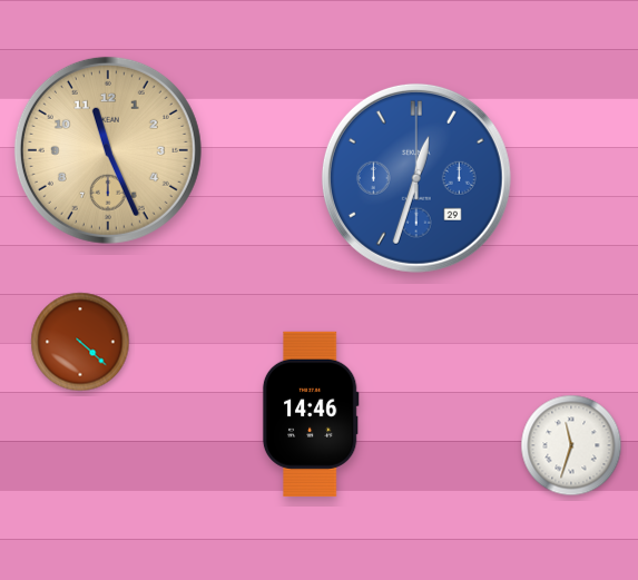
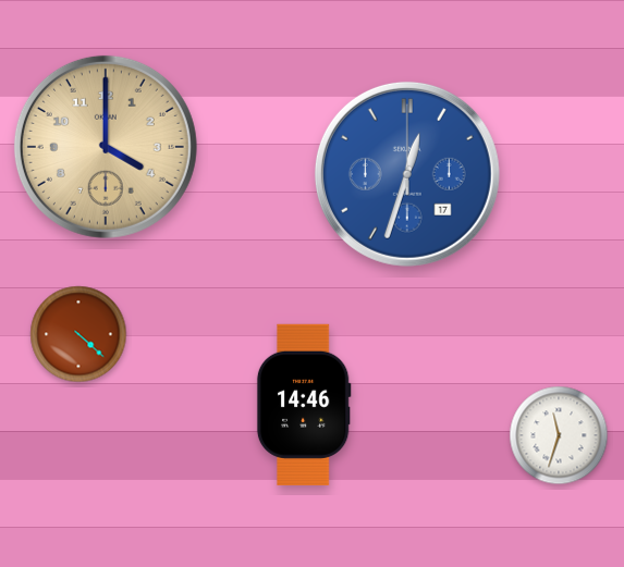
clock at (108, 150): 11:26 -> 4:00
clock at (416, 178) date: 29 -> 17
